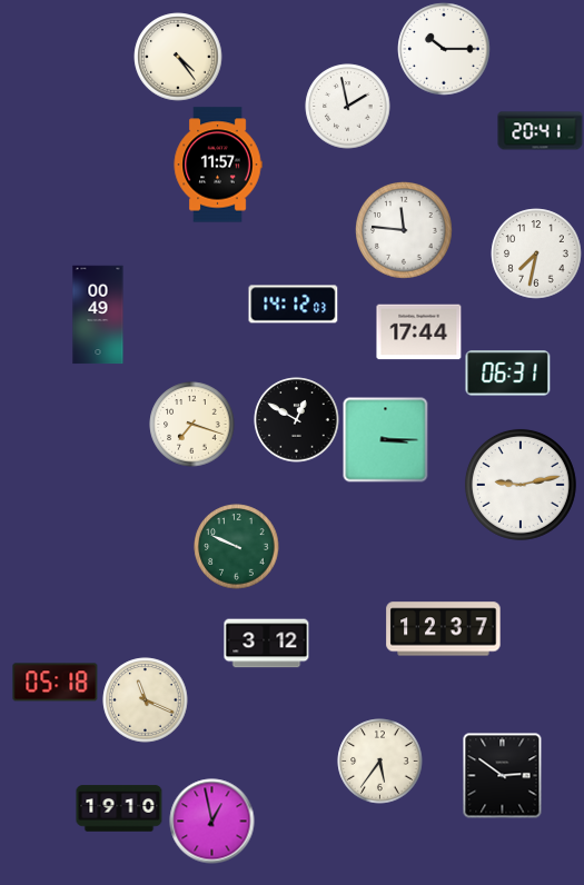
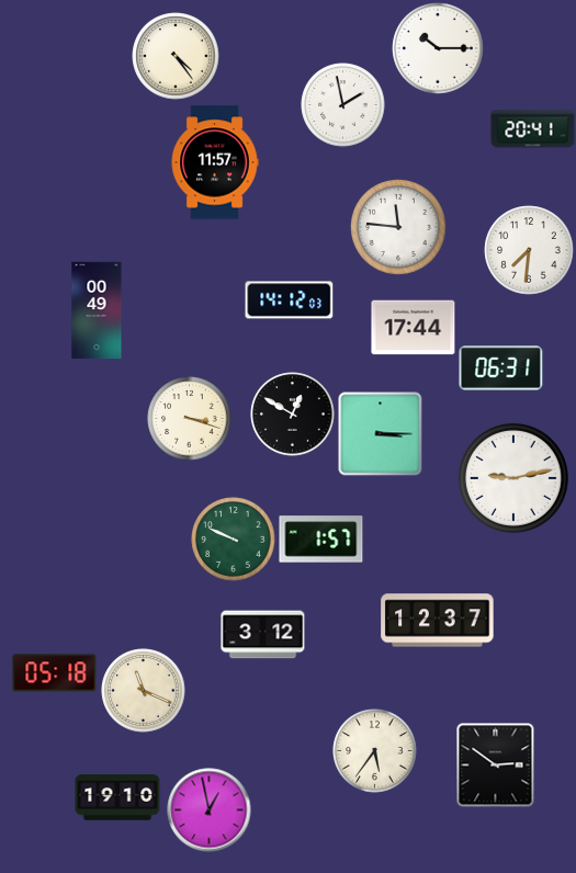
clock at (536, 253): 7:32 -> 7:31
clock at (192, 425): 7:18 -> 3:18
clock at (321, 540): none -> 1:57
